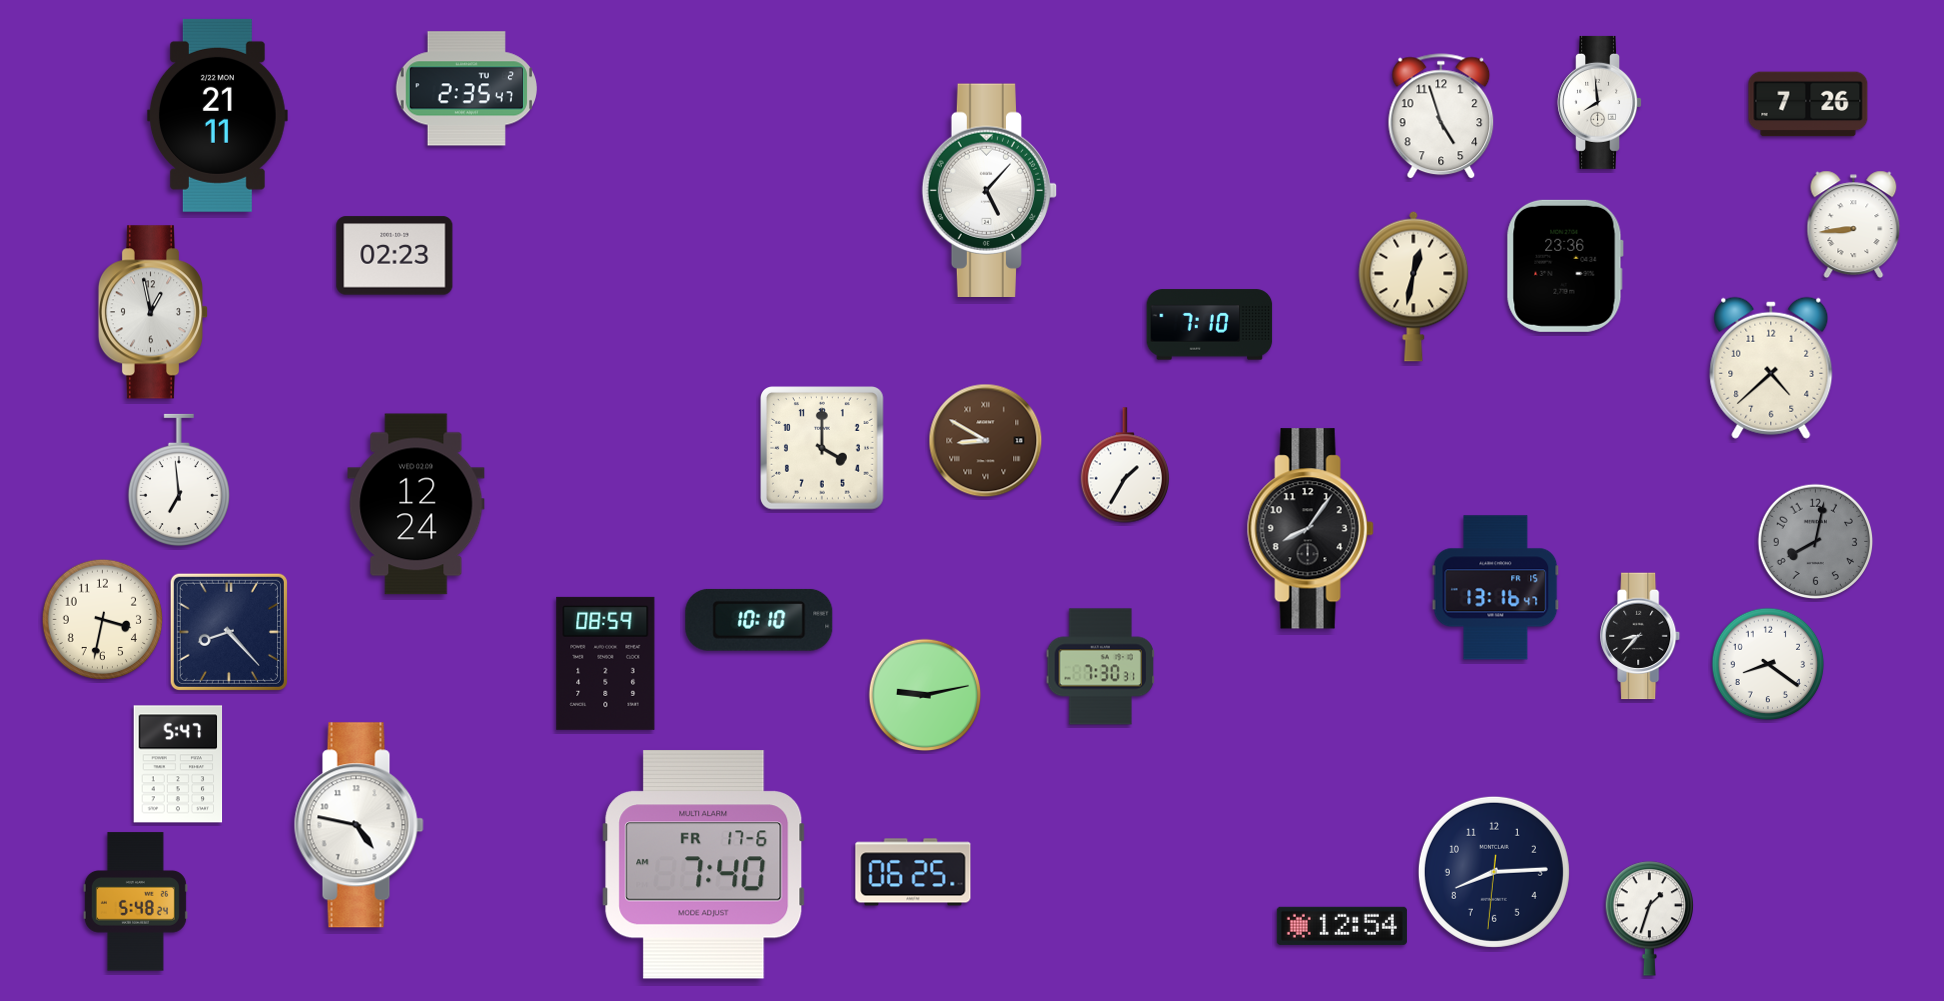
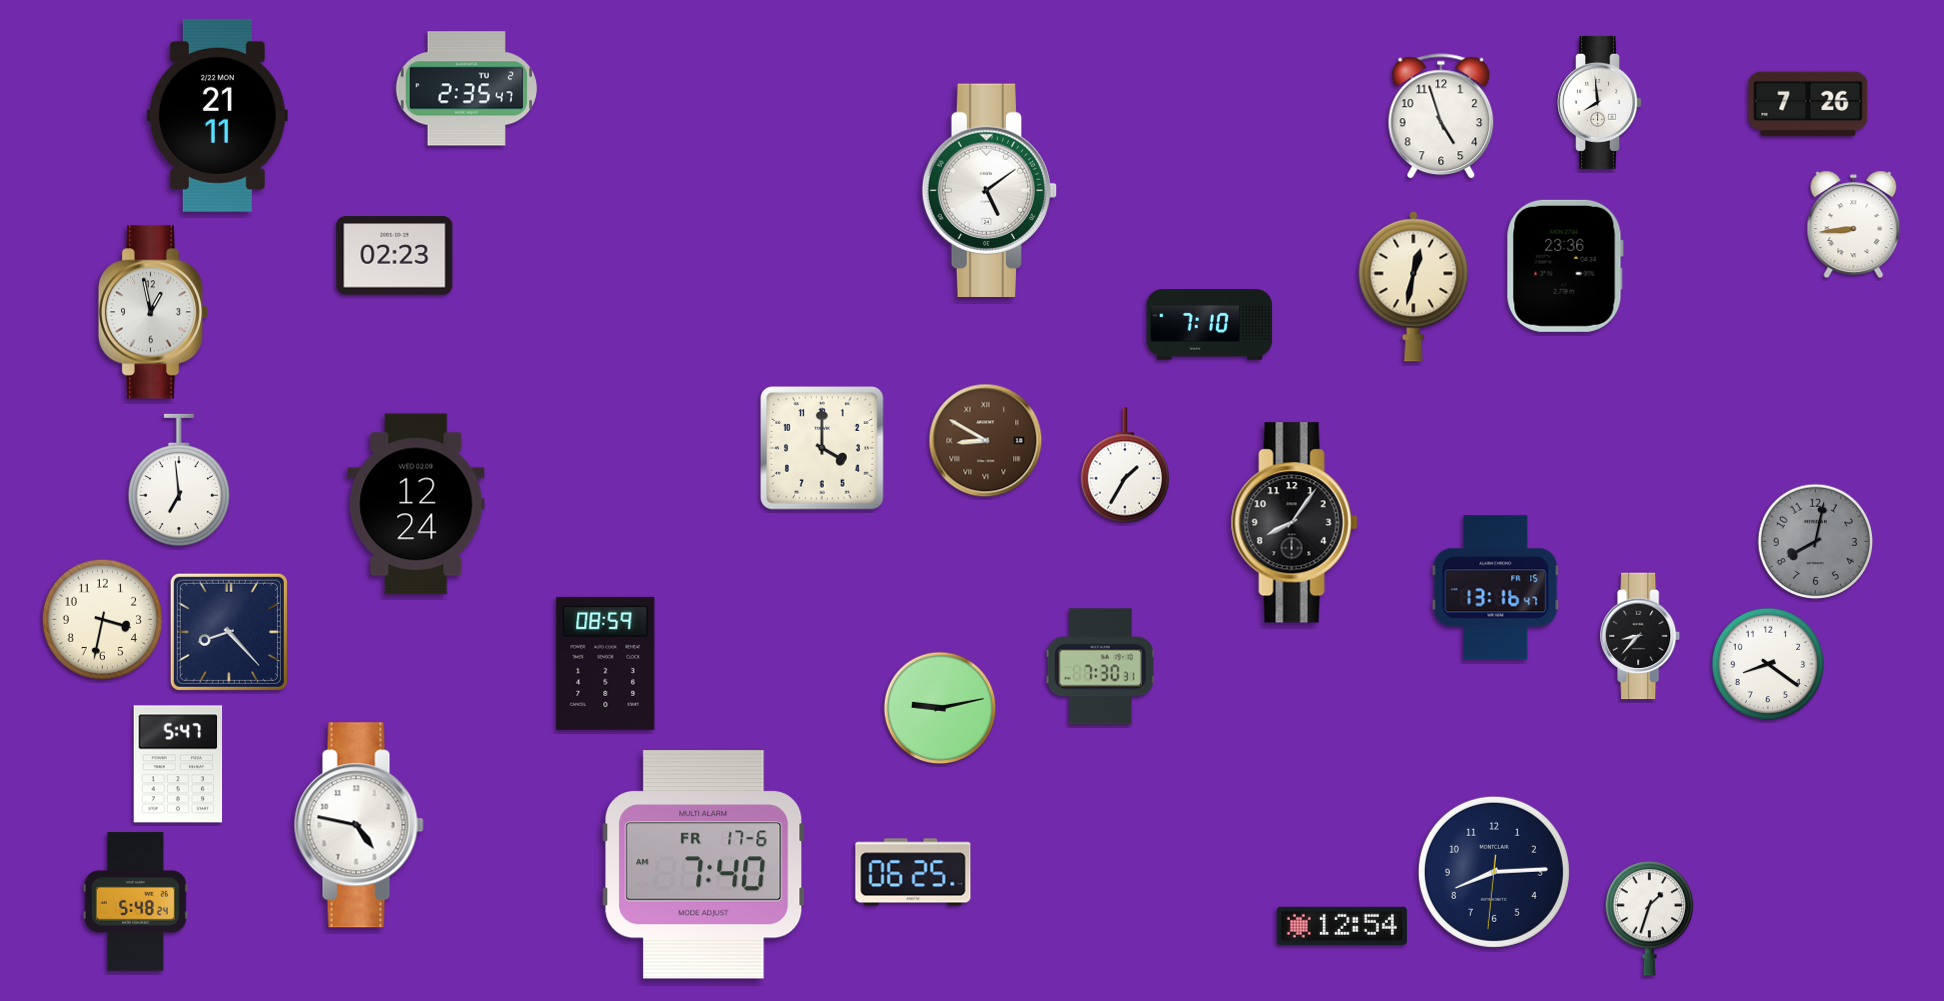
clock at (990, 191): 5:07 -> 5:09
clock at (1771, 368): 4:38 -> none
clock at (1310, 529) position: (1310, 529) -> (1294, 523)
clock at (759, 620): 10:10 -> none
clock at (925, 695) position: (925, 695) -> (940, 708)
